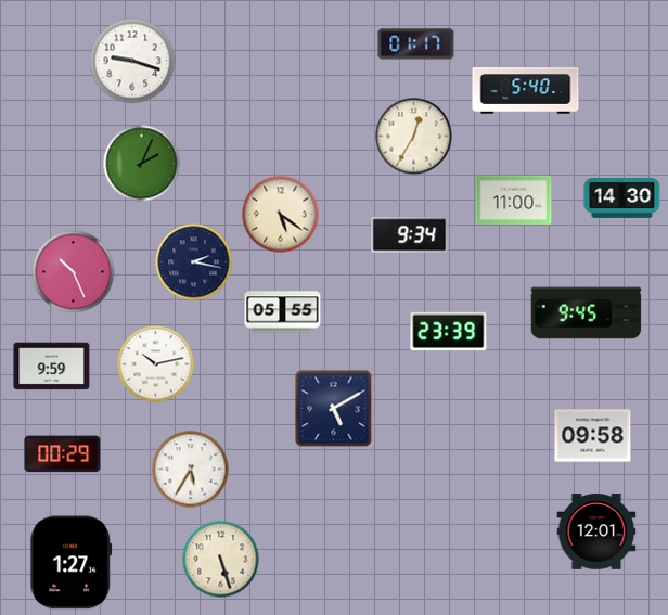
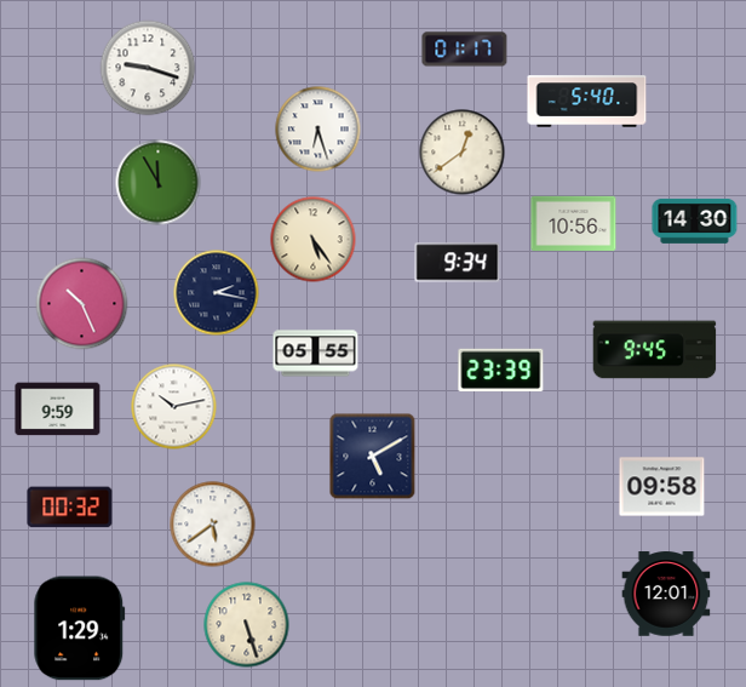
clock at (319, 130): none -> 6:27
clock at (414, 137): 12:35 -> 12:39
clock at (142, 164): 2:04 -> 11:55
clock at (514, 200): 11:00 -> 10:56
clock at (281, 215): 5:21 -> 5:24
clock at (283, 312) position: (283, 312) -> (316, 354)
clock at (63, 454): 00:29 -> 00:32
clock at (191, 470): 5:35 -> 5:39
clock at (72, 563): 1:27 -> 1:29
